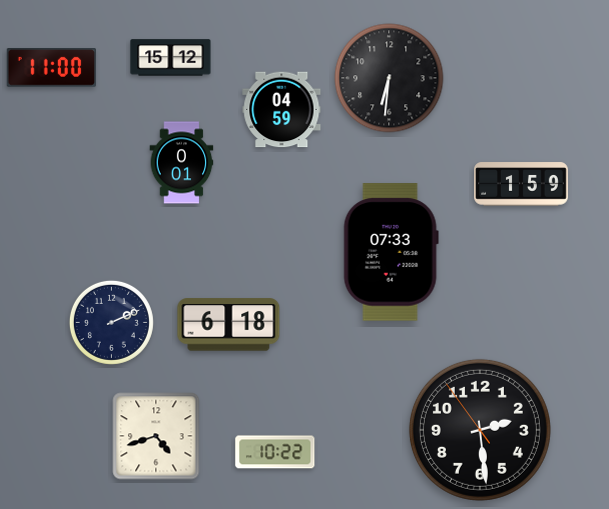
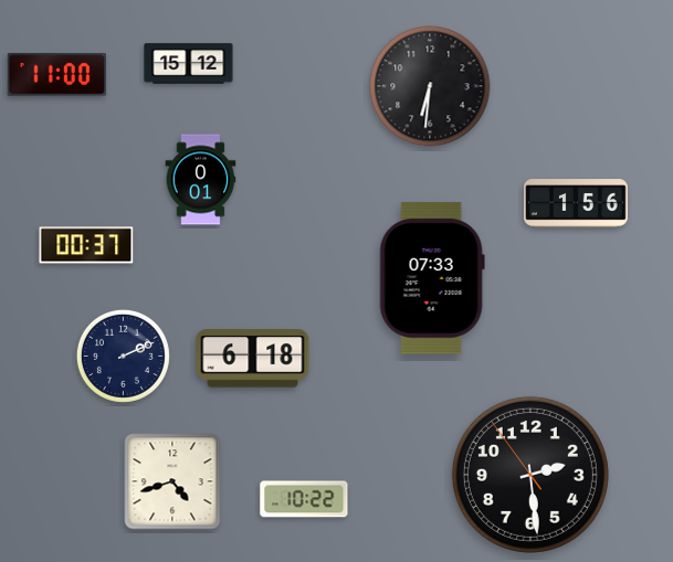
clock at (282, 110): 04:59 -> none
clock at (522, 184): 1:59 -> 1:56
clock at (86, 245): none -> 00:37
